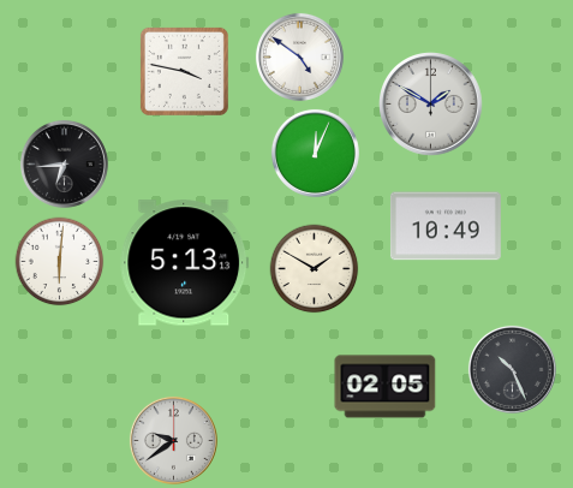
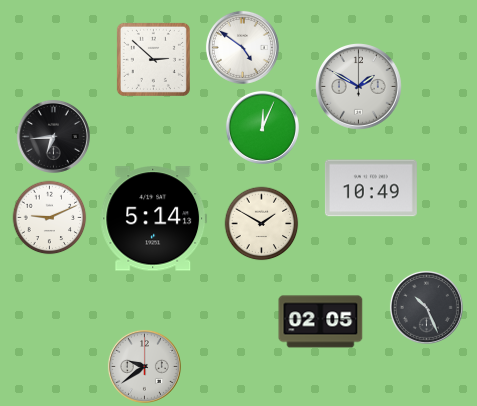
clock at (299, 56) position: (299, 56) -> (242, 47)
clock at (184, 71): 3:47 -> 2:52
clock at (60, 262): 6:01 -> 9:11
clock at (185, 263): 5:13 -> 5:14
